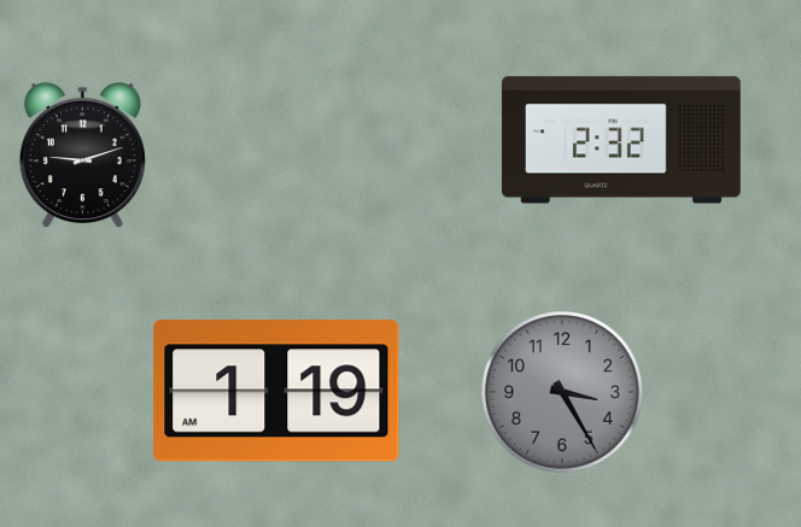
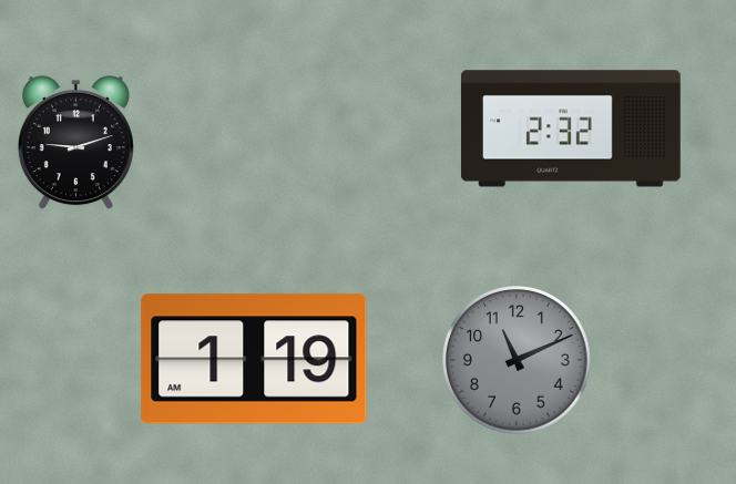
clock at (562, 392): 3:25 -> 11:11
